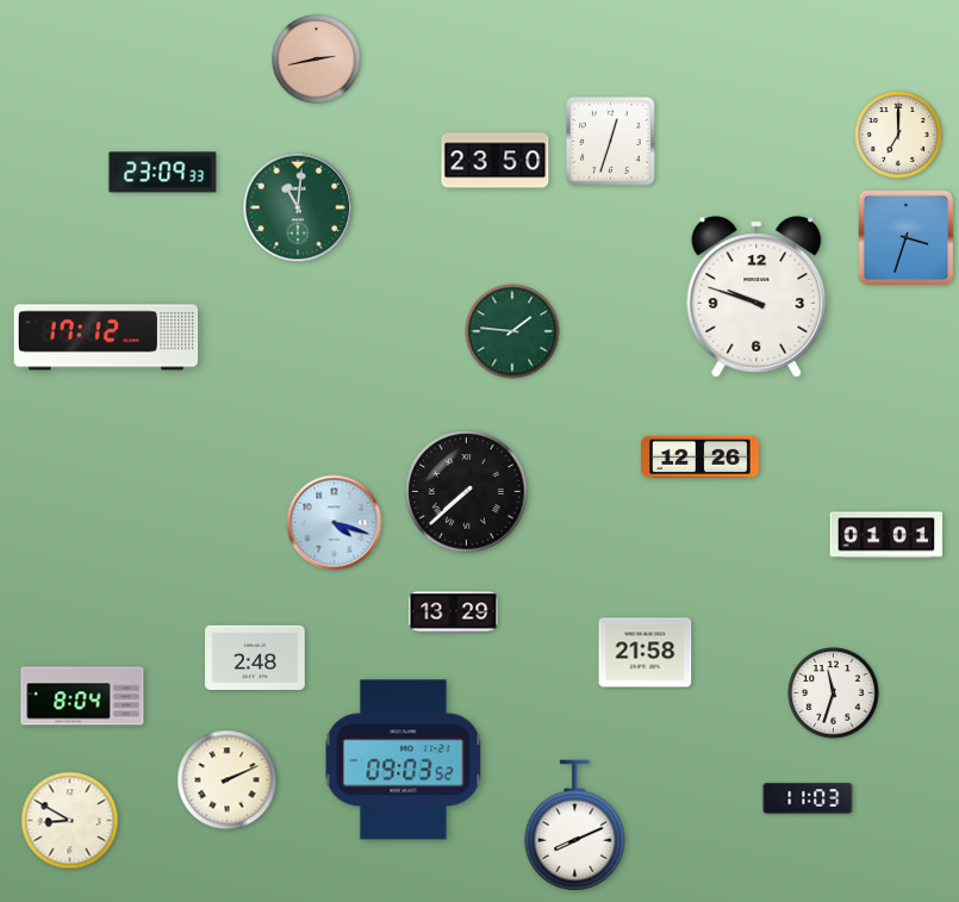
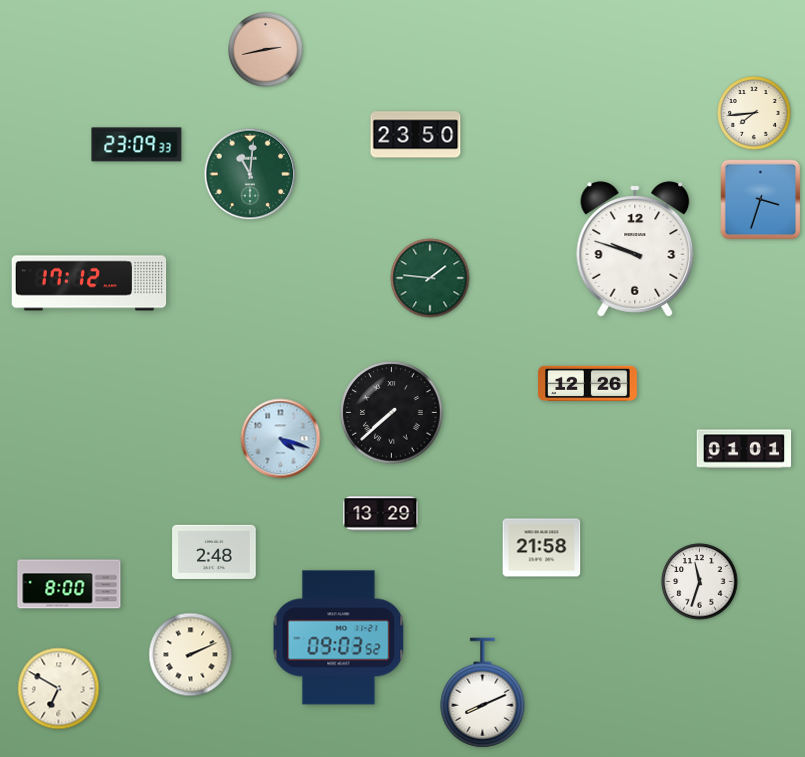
clock at (898, 135): 7:00 -> 7:44
clock at (611, 142): 12:33 -> none
clock at (82, 696): 8:04 -> 8:00
clock at (808, 798): 11:03 -> none
clock at (70, 821): 8:50 -> 6:50
